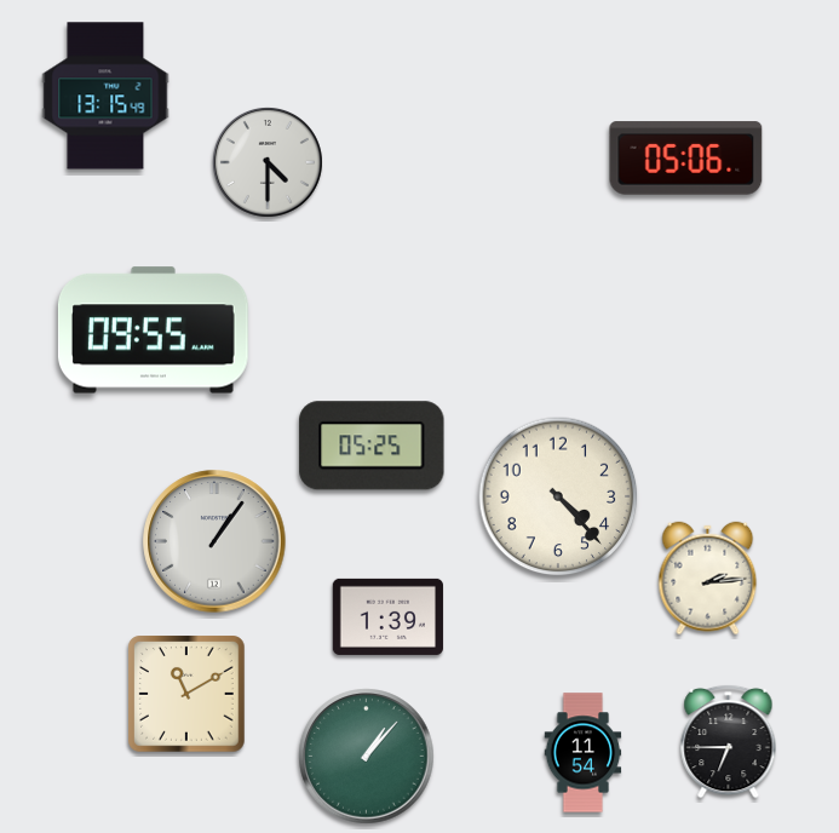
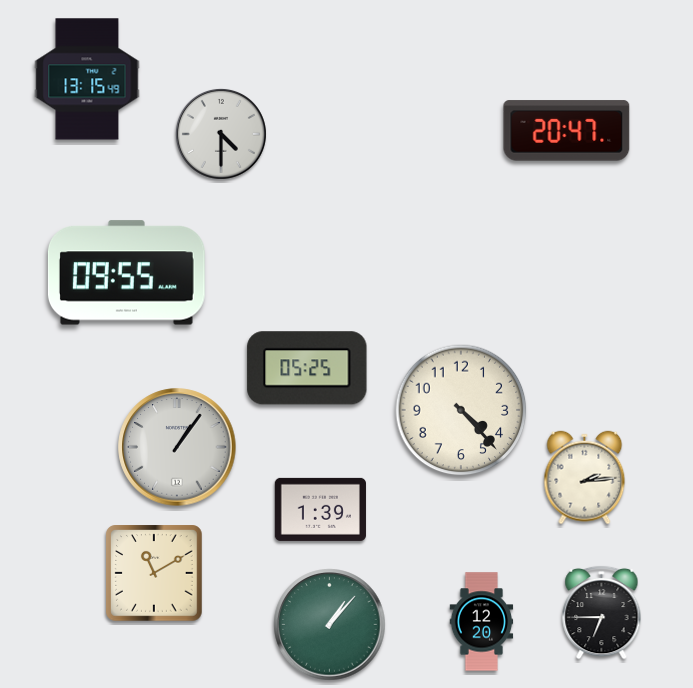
clock at (686, 159): 05:06 -> 20:47
clock at (584, 753): 11:54 -> 12:20
clock at (367, 757) position: (367, 757) -> (330, 625)
